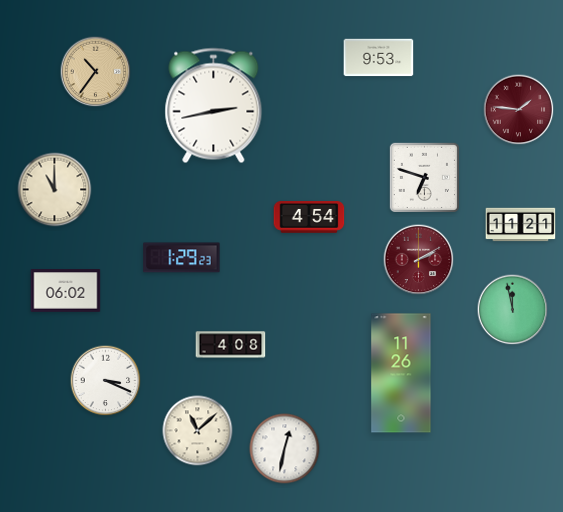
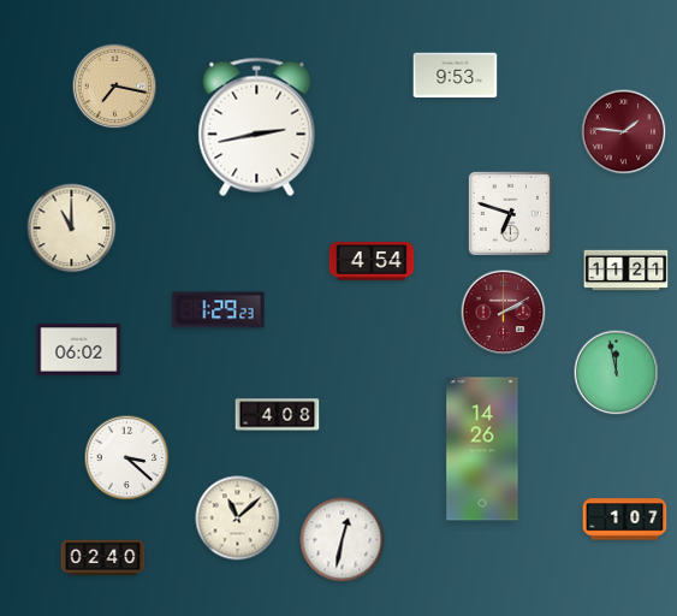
clock at (379, 58) position: (379, 58) -> (456, 76)
clock at (96, 72): 10:36 -> 7:17
clock at (55, 190) position: (55, 190) -> (72, 229)
clock at (401, 373): 11:26 -> 14:26
clock at (106, 381): 3:19 -> 3:22
clock at (625, 520): none -> 1:07
clock at (103, 558): none -> 02:40
